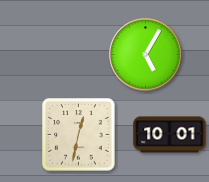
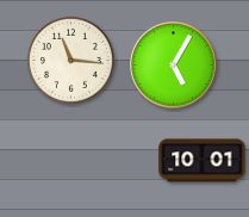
clock at (70, 60): none -> 11:16
clock at (79, 135): 12:32 -> none
